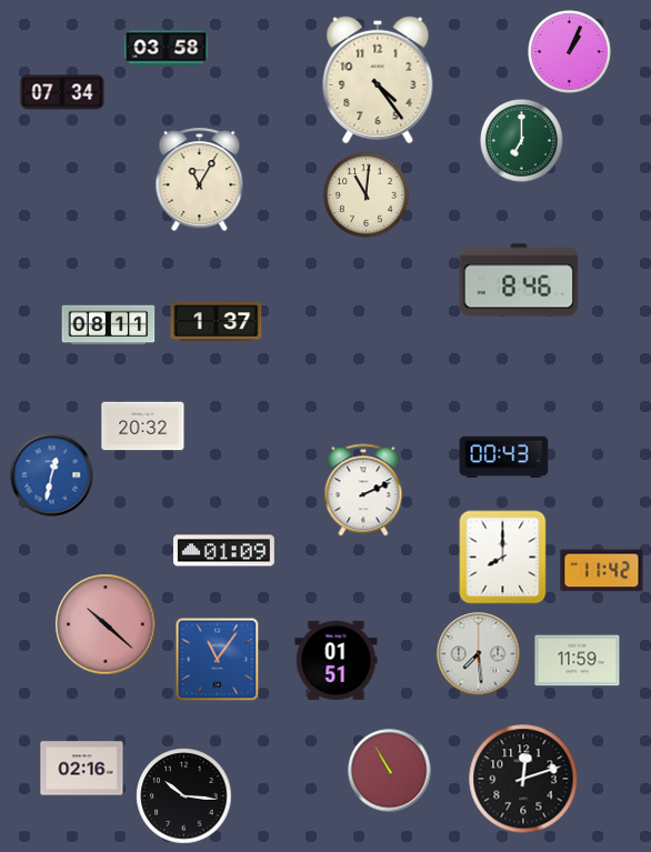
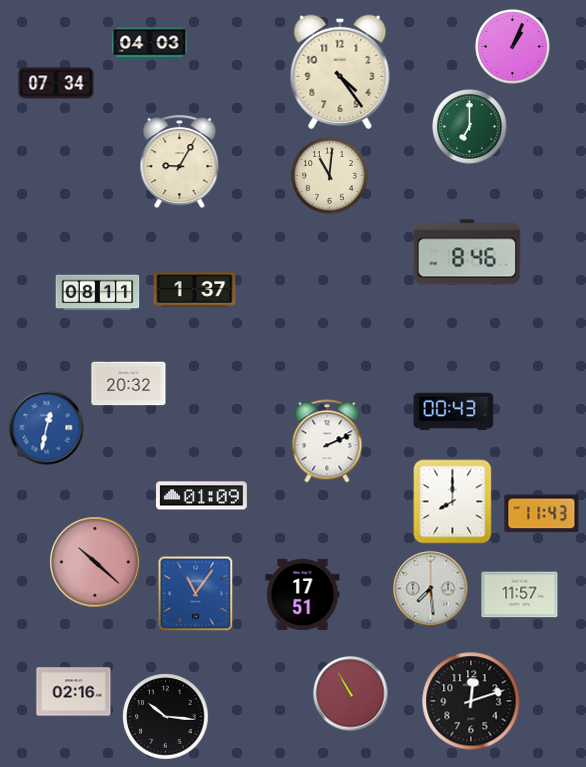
clock at (167, 49): 03:58 -> 04:03
clock at (200, 180): 11:05 -> 9:05
clock at (602, 571): 11:42 -> 11:43
clock at (337, 660): 01:51 -> 17:51
clock at (578, 661): 11:59 -> 11:57
